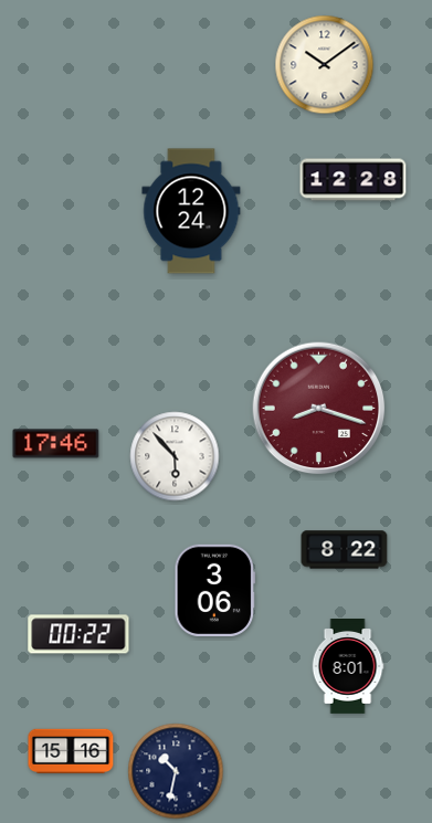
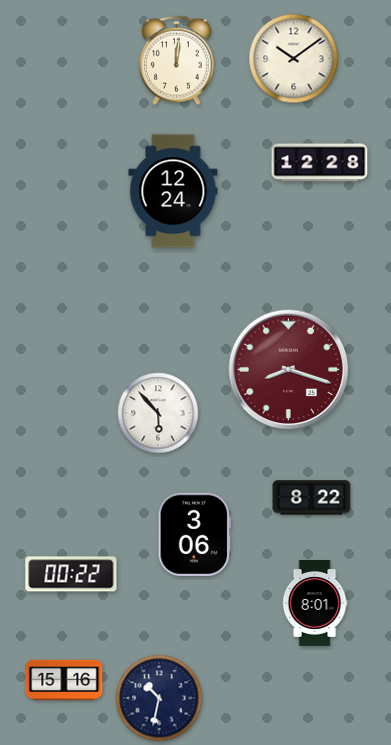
clock at (176, 61): none -> 12:01
clock at (56, 444): 17:46 -> none
